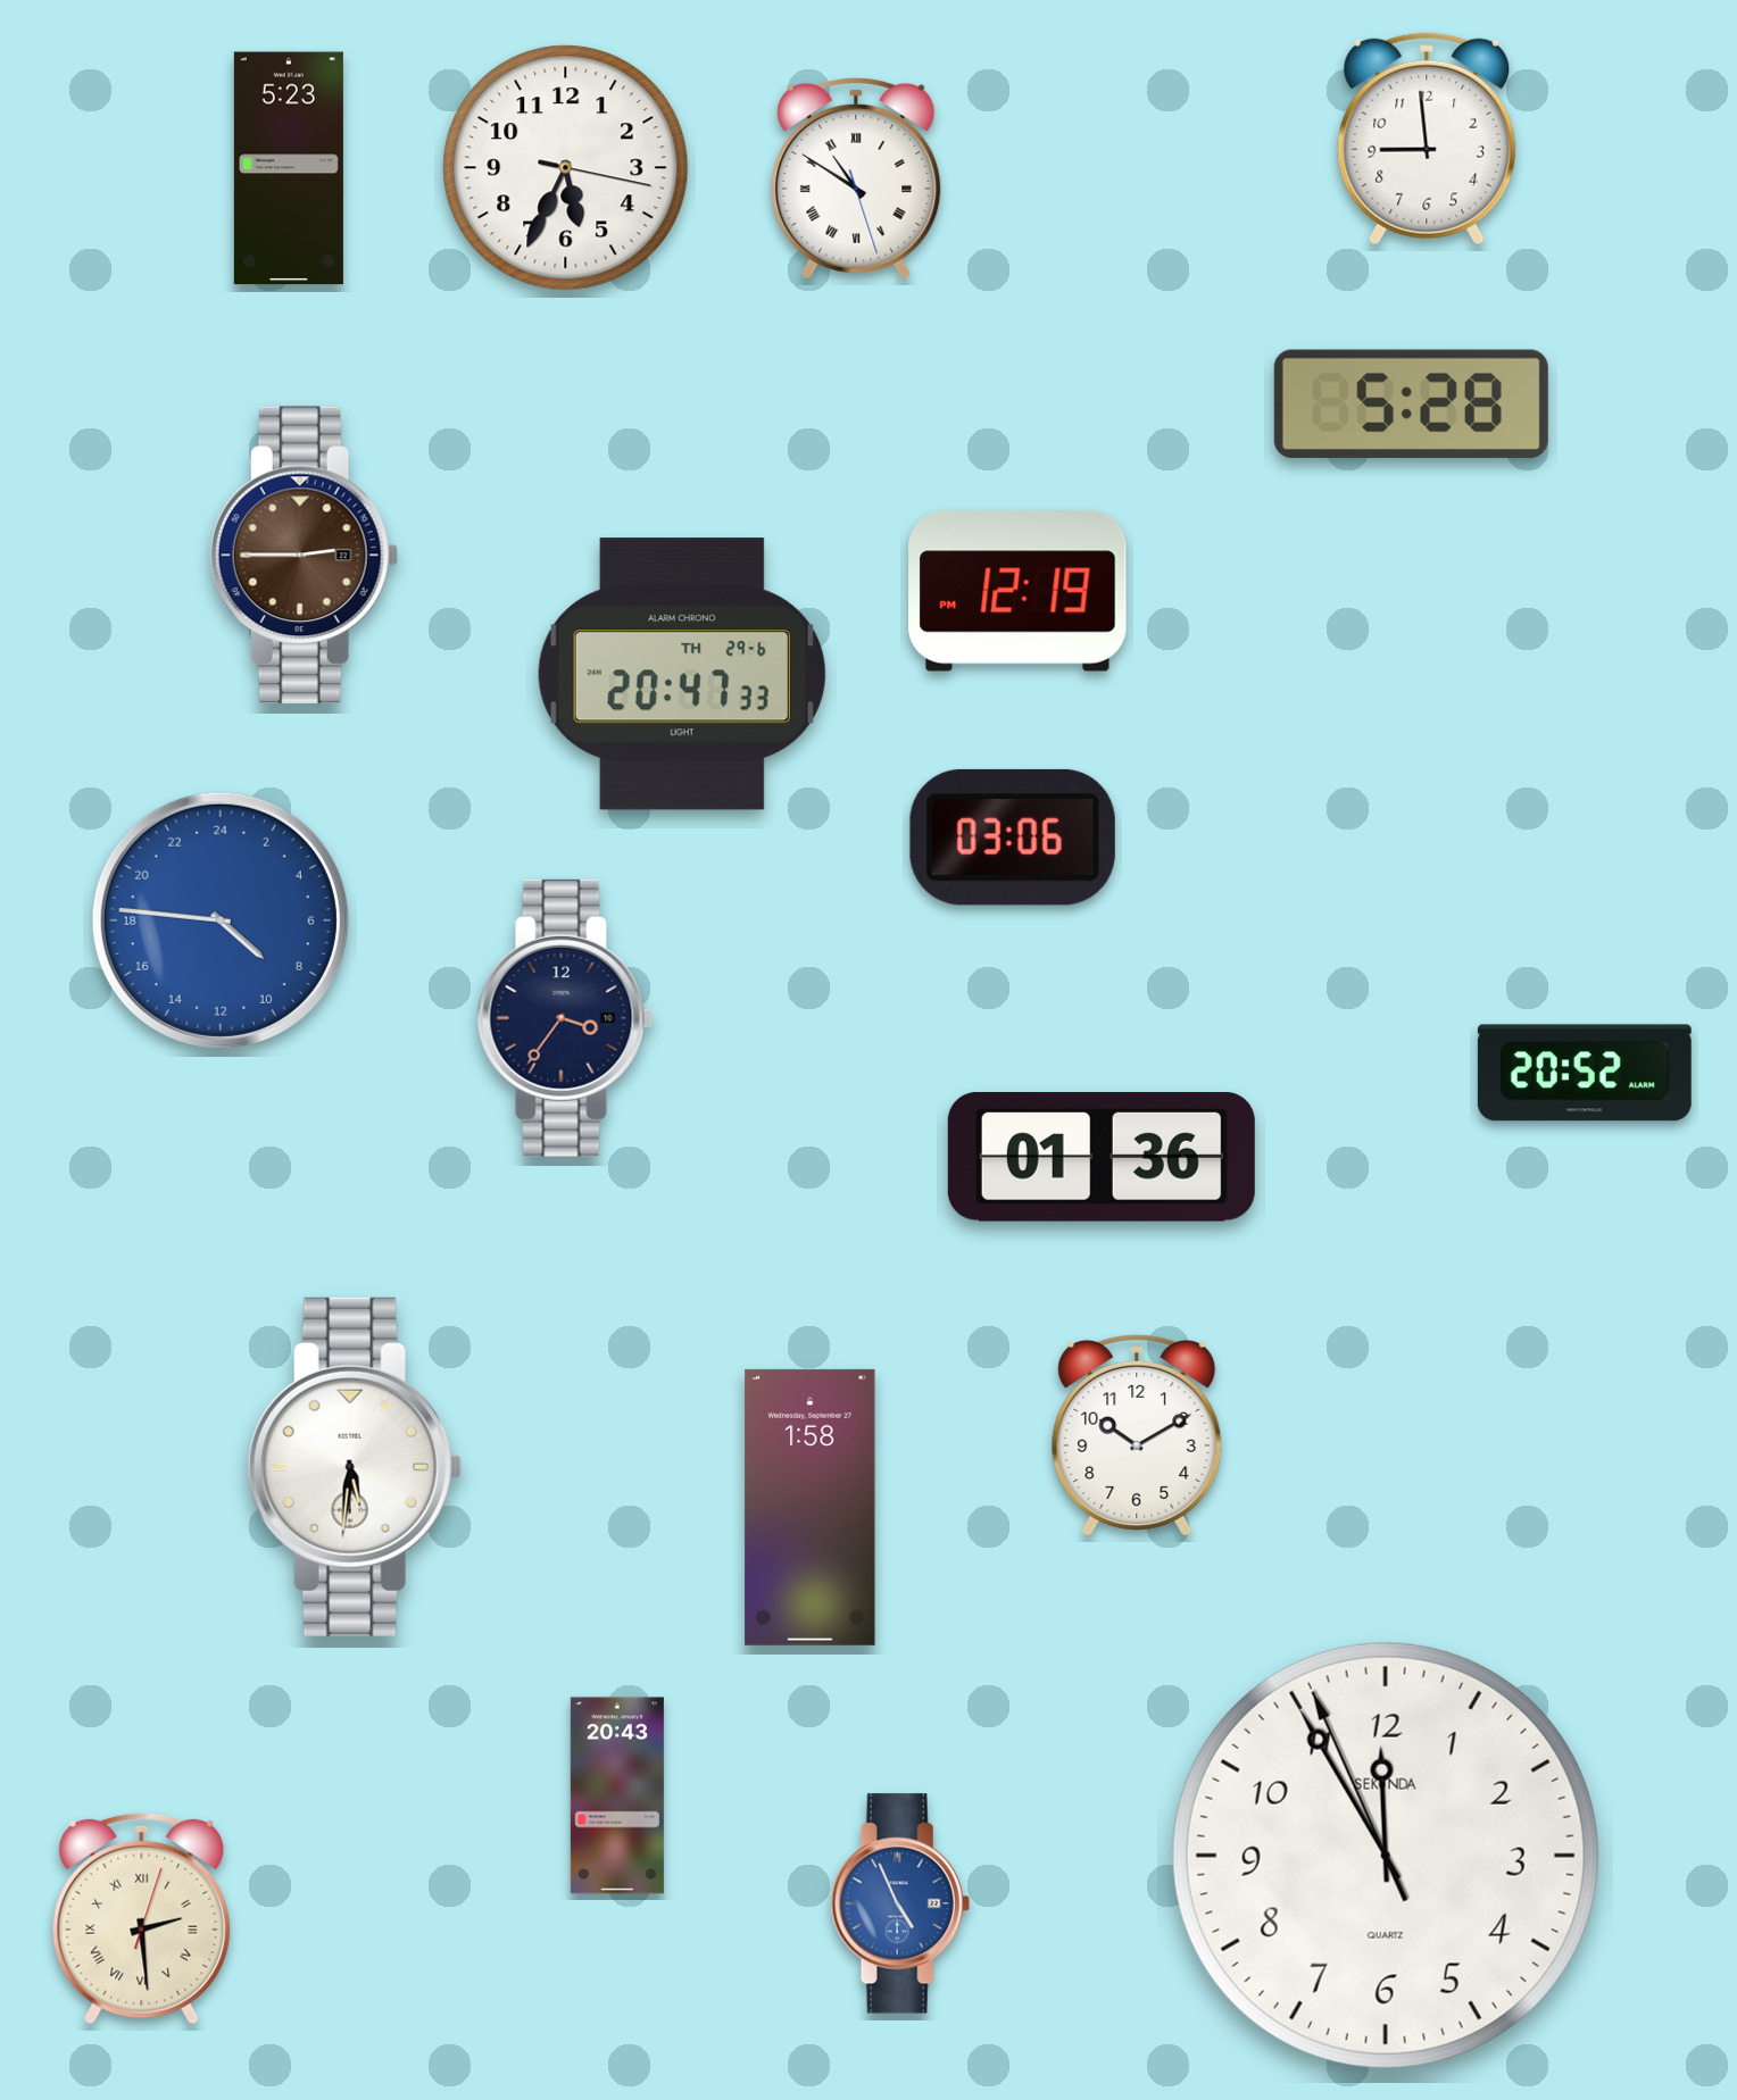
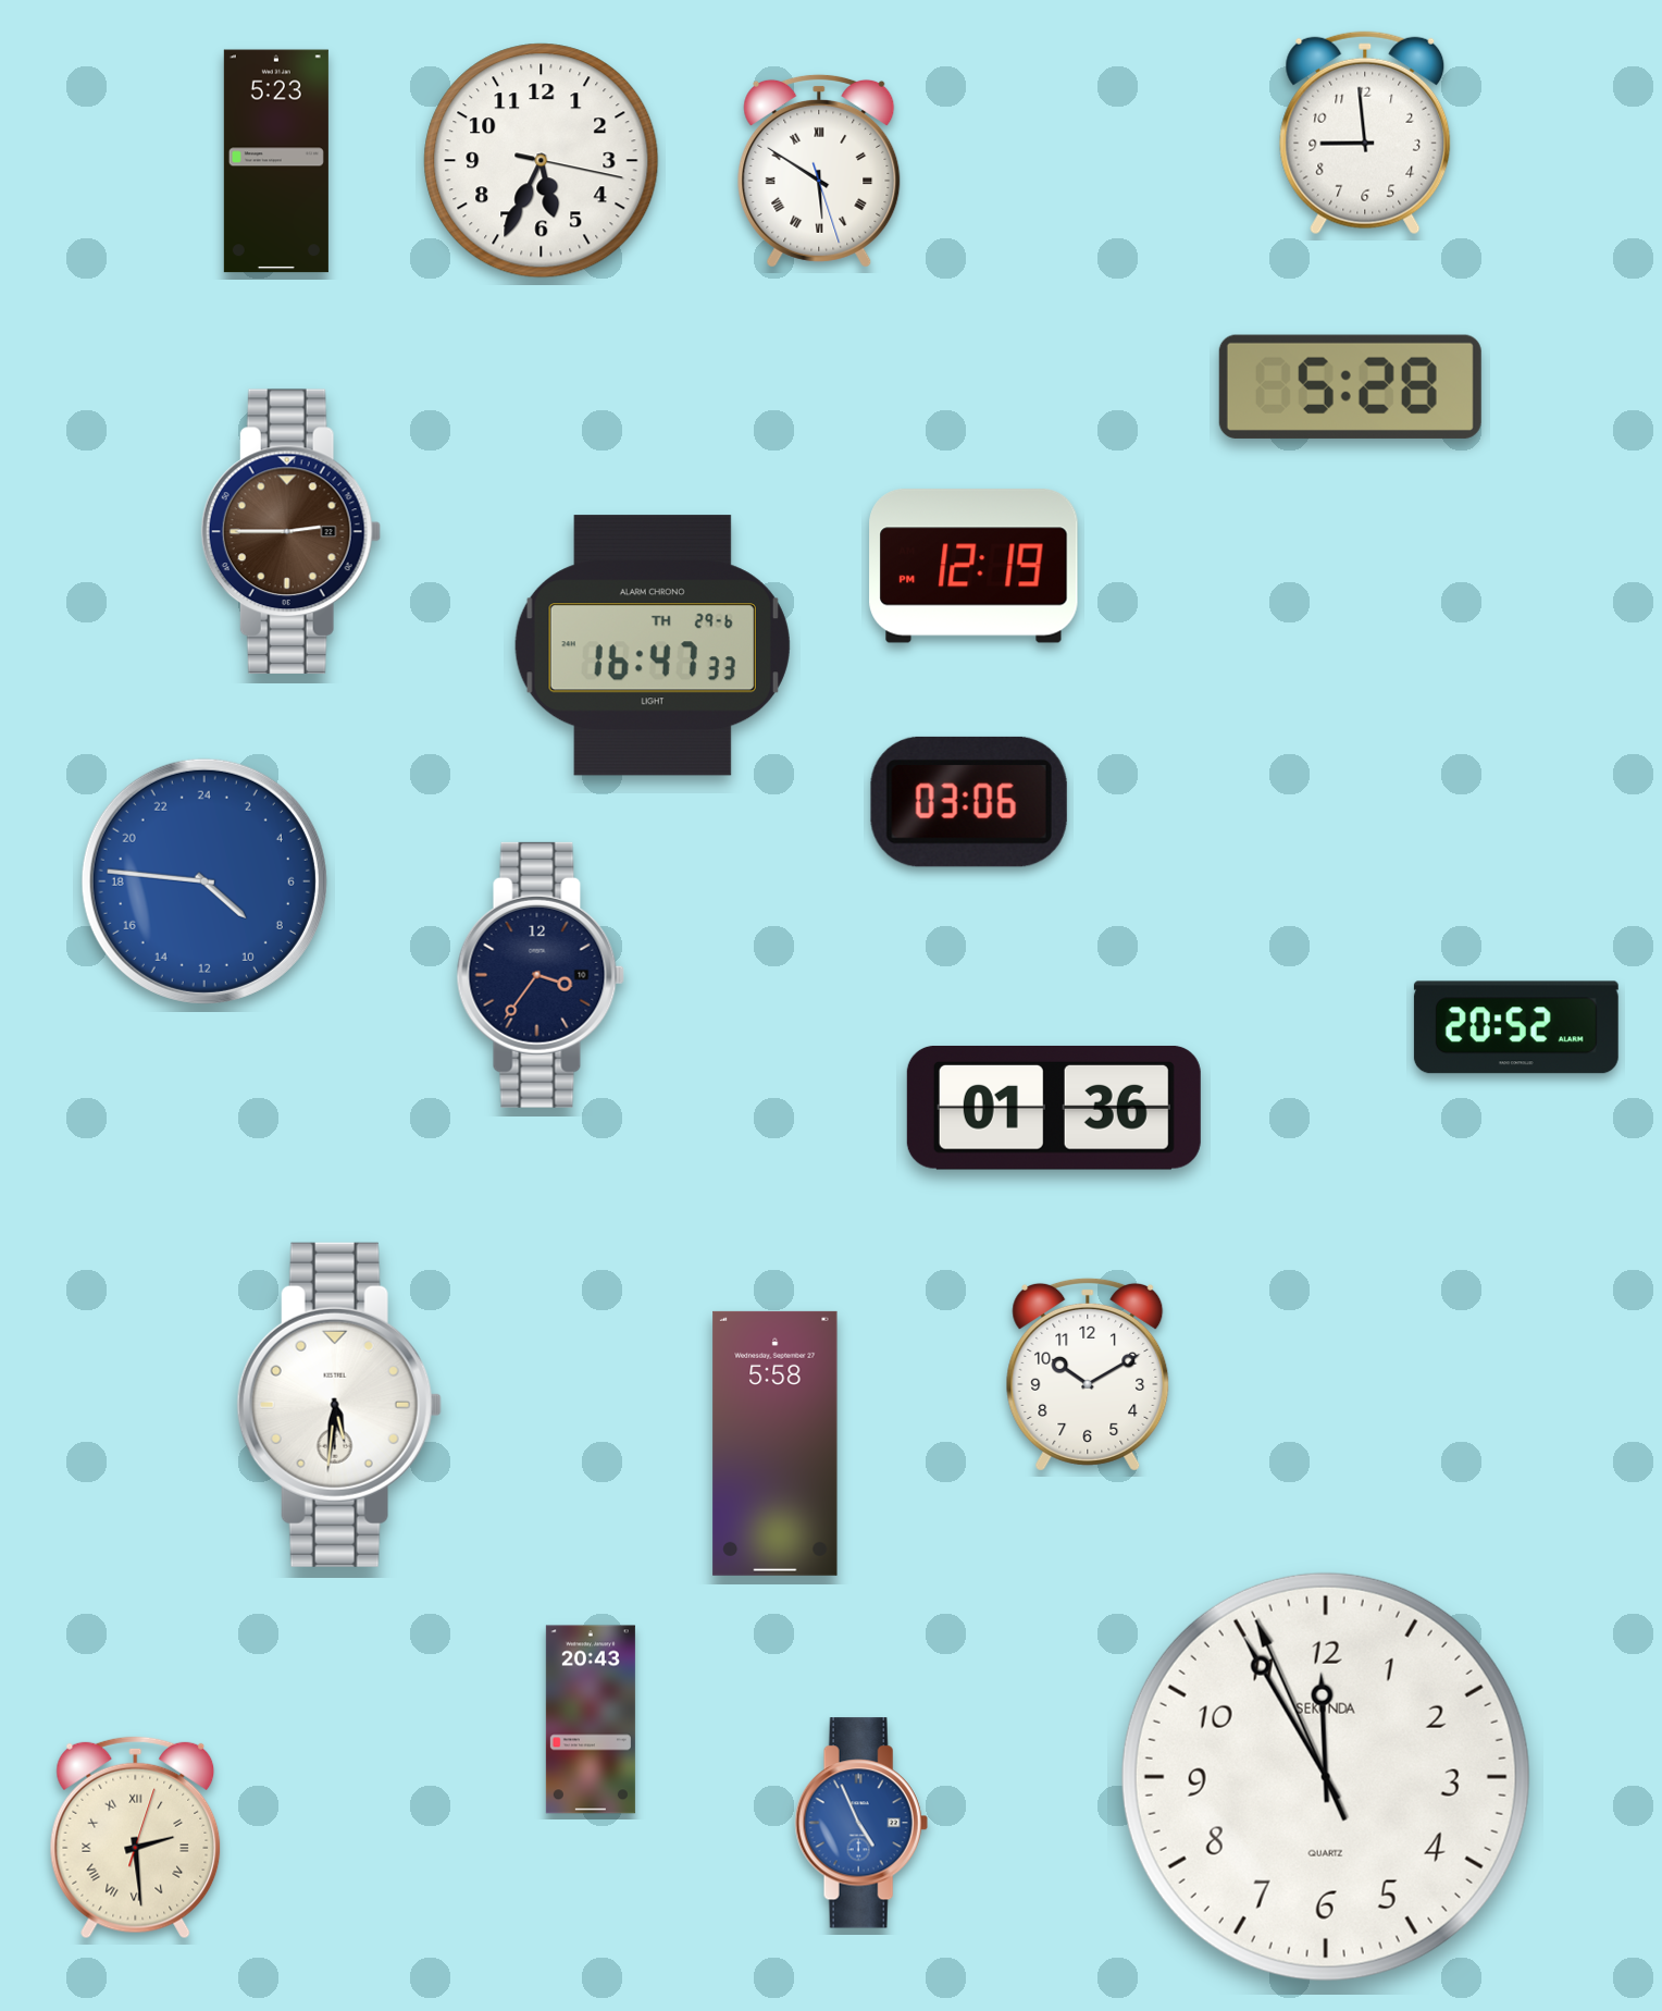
clock at (856, 178): 10:50 -> 5:50
clock at (682, 674): 20:47 -> 16:47
clock at (221, 920) position: (221, 920) -> (204, 881)
clock at (811, 1507): 1:58 -> 5:58
